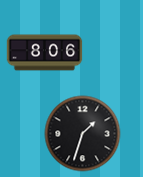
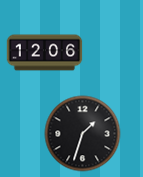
clock at (45, 53): 8:06 -> 12:06
